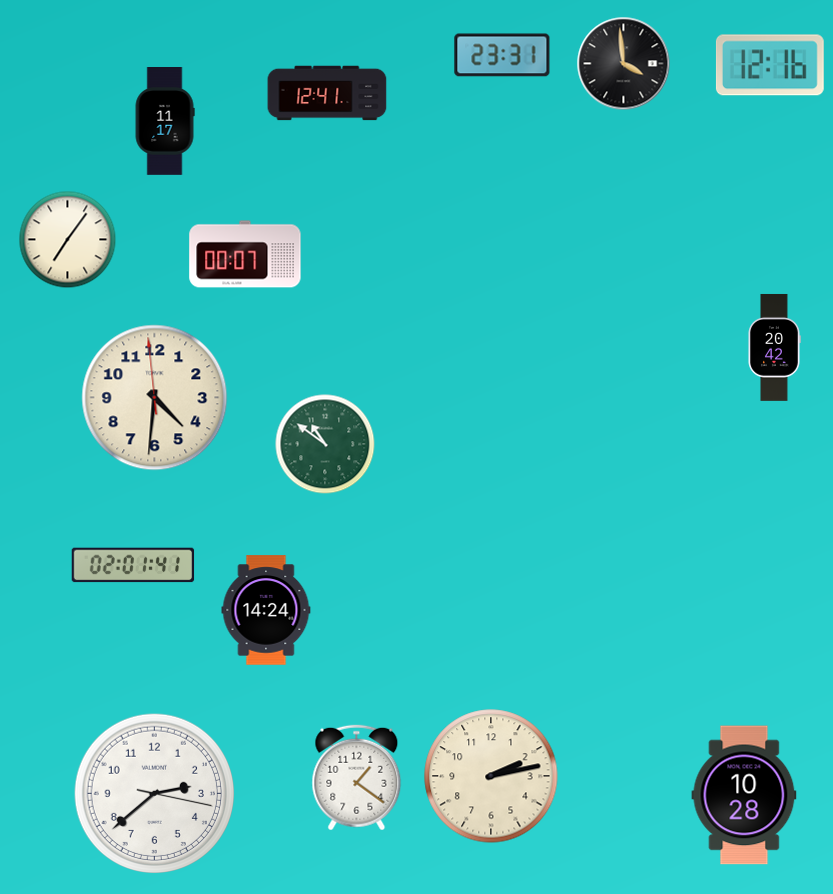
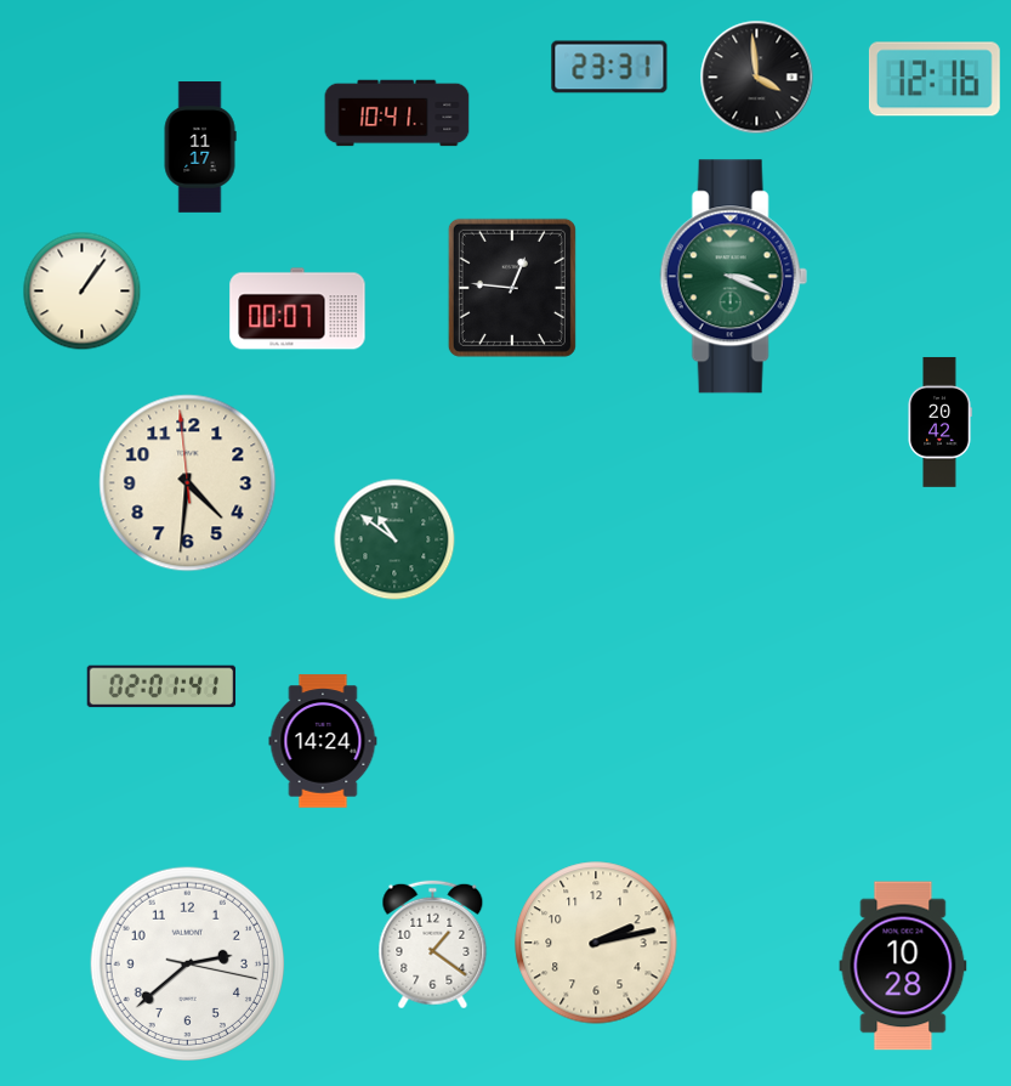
clock at (327, 93): 12:41 -> 10:41
clock at (733, 277): none -> 3:19
clock at (512, 288): none -> 12:46
clock at (68, 240): 7:06 -> 1:06
